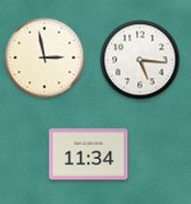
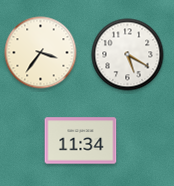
clock at (45, 58): 2:58 -> 3:36
clock at (141, 60): 5:16 -> 5:20
